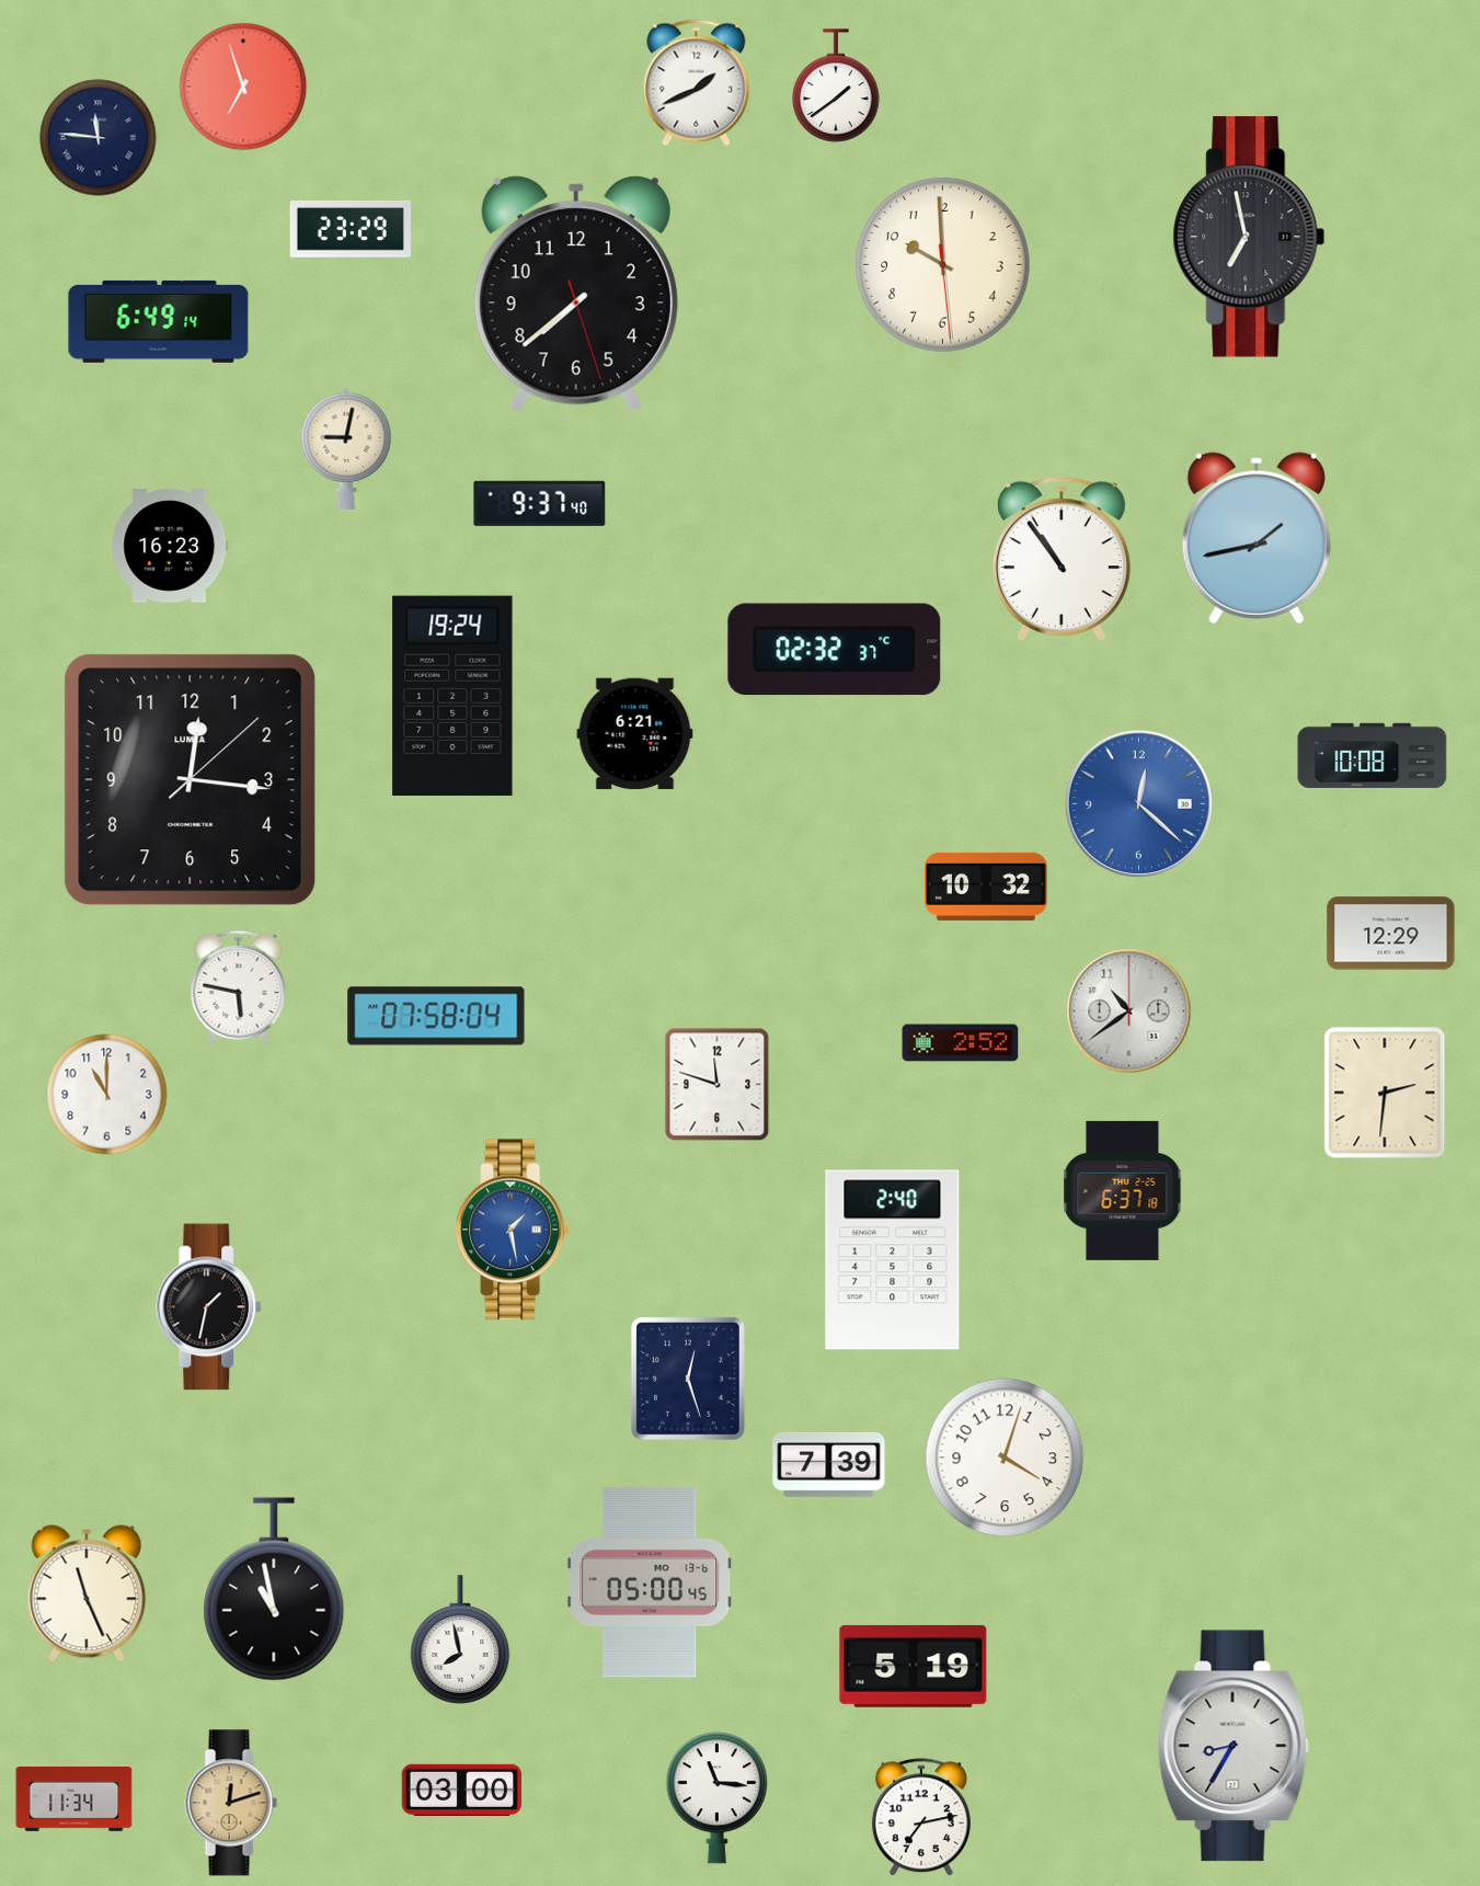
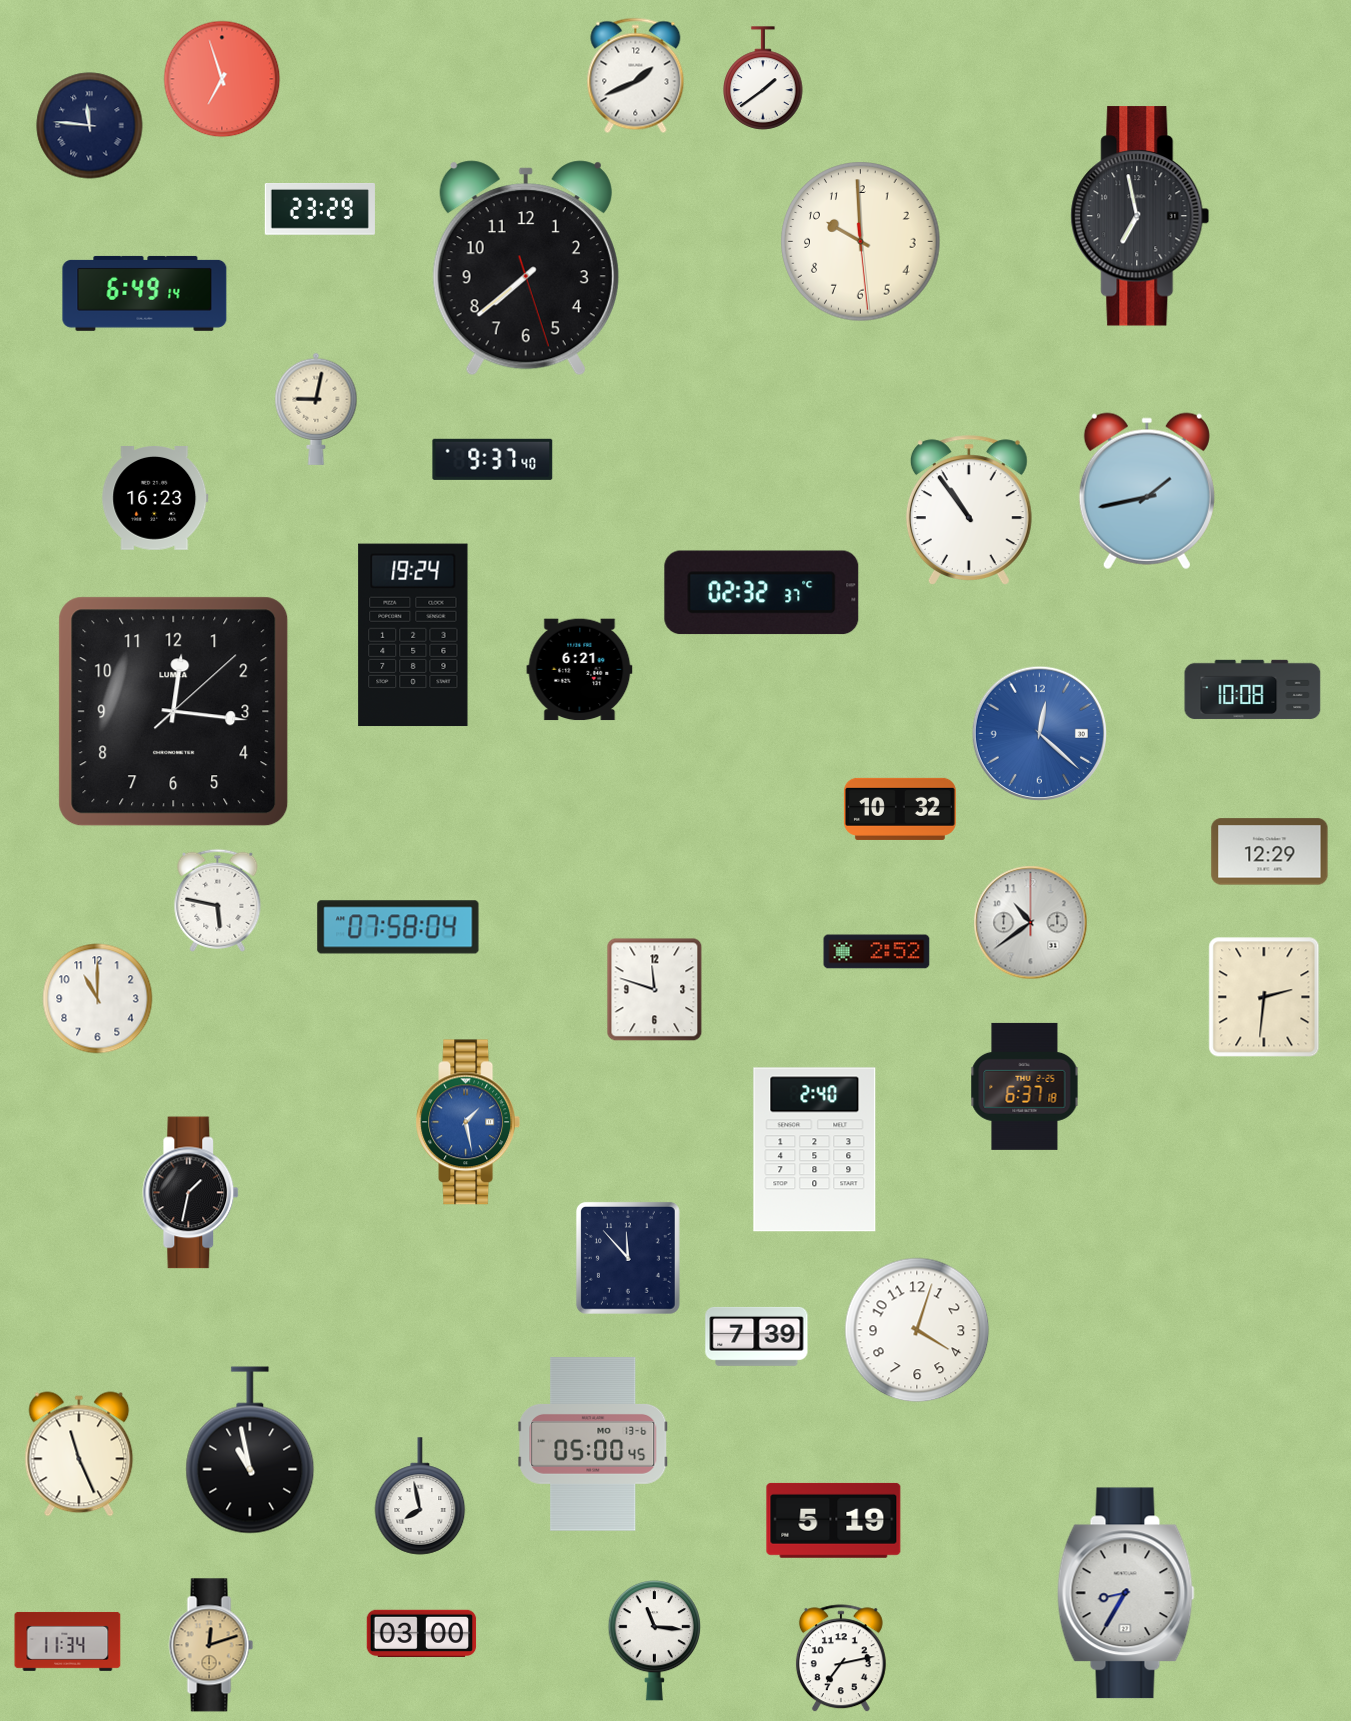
clock at (688, 1379): 12:27 -> 11:53
